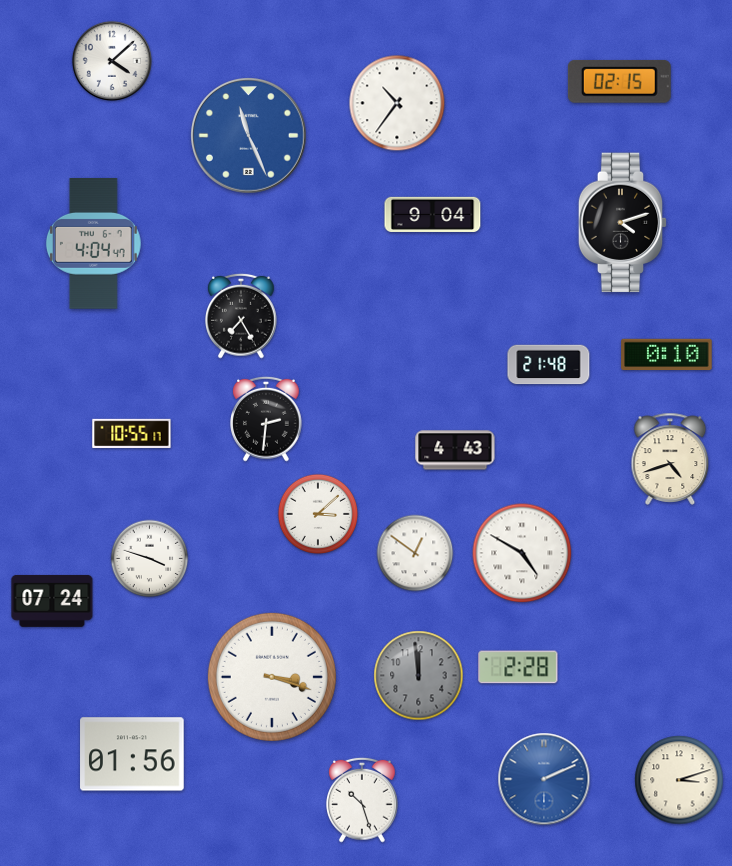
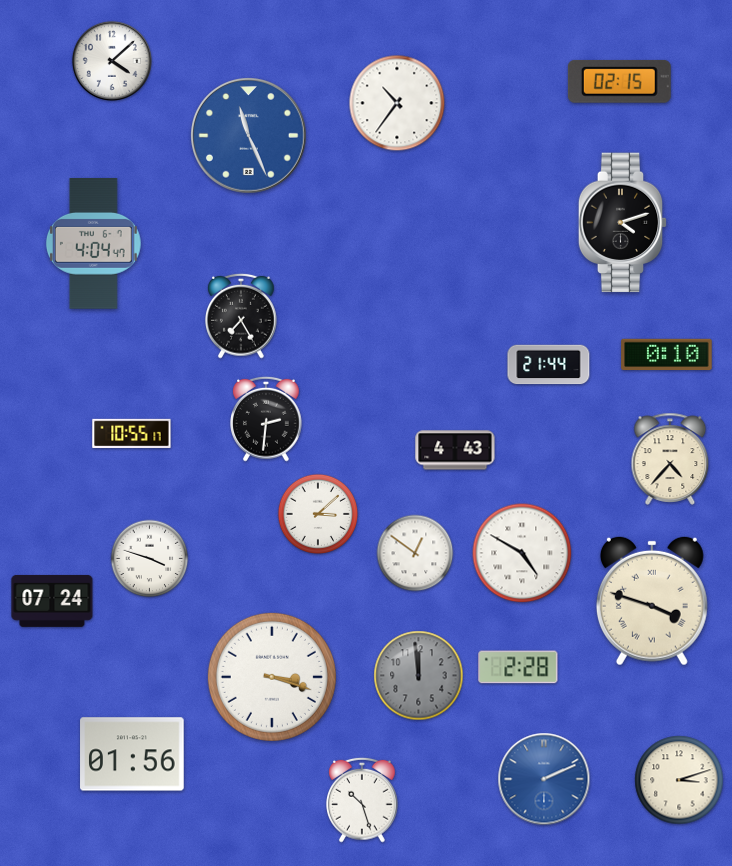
clock at (433, 214): 9:04 -> none
clock at (549, 365): 21:48 -> 21:44
clock at (670, 459): 4:42 -> 4:37
clock at (652, 601): none -> 3:48
